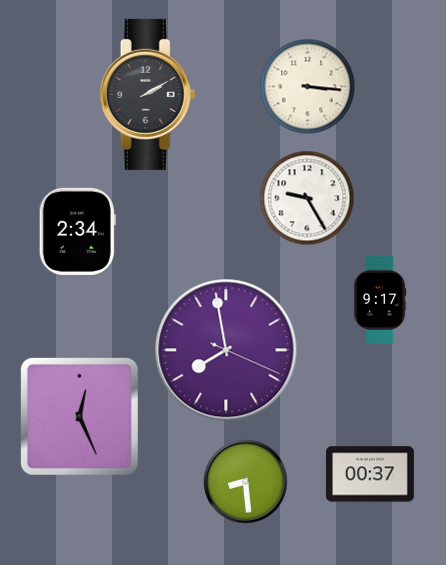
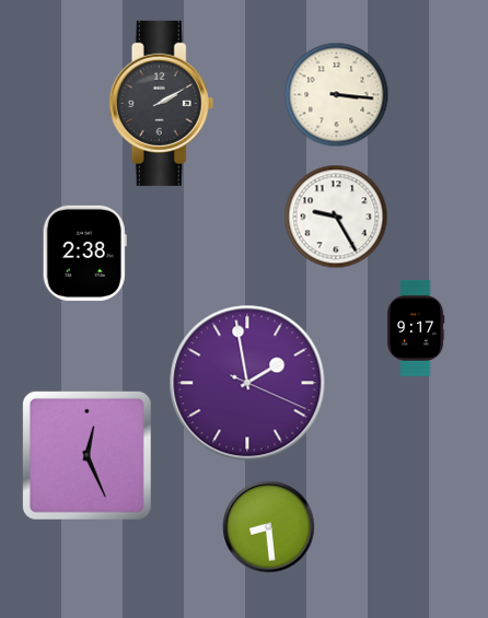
clock at (77, 231): 2:34 -> 2:38
clock at (226, 350): 7:58 -> 1:58
clock at (370, 474): 00:37 -> none
